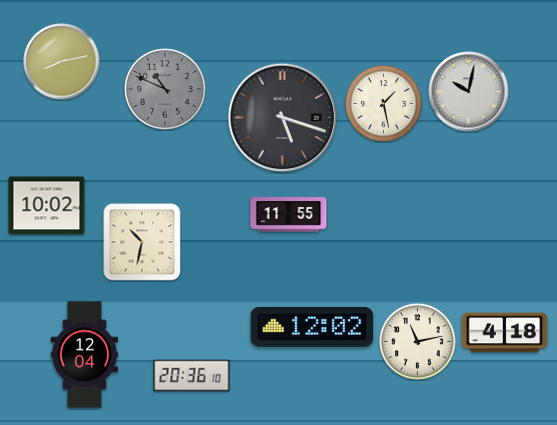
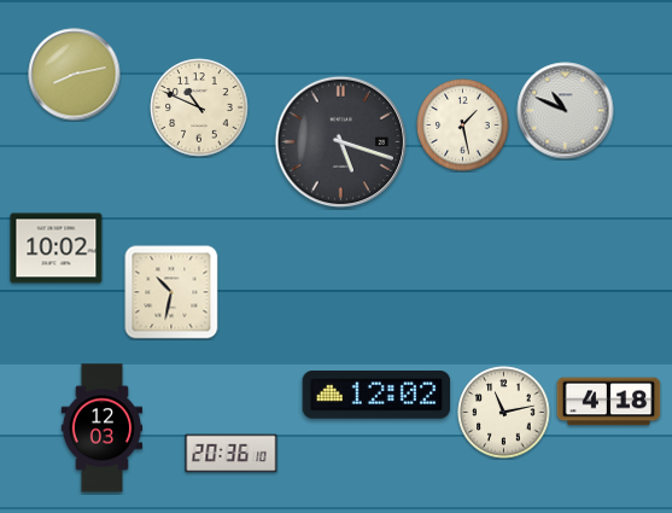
clock at (165, 89) dial: grey -> cream
clock at (469, 92): 10:02 -> 10:49
clock at (289, 215): 11:55 -> none
clock at (85, 355): 12:04 -> 12:03
